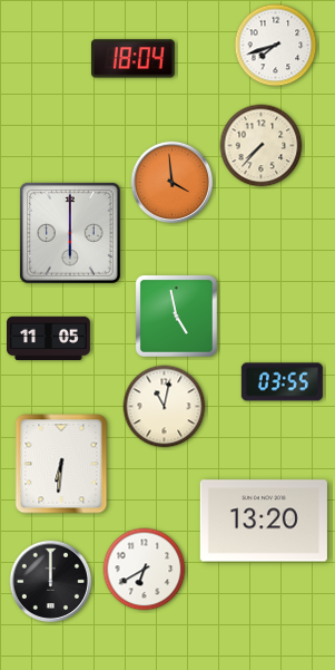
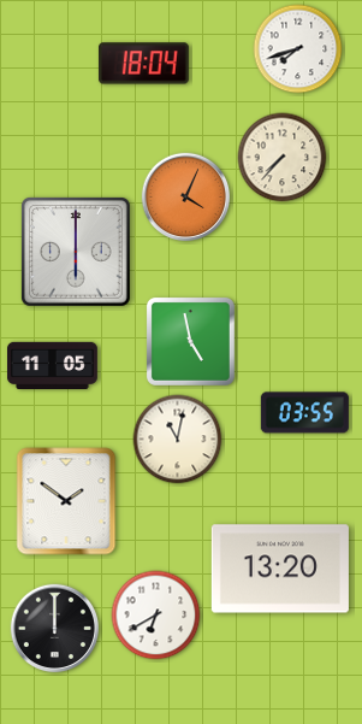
clock at (173, 183): 3:59 -> 4:04
clock at (61, 464): 6:31 -> 1:51
clock at (264, 521) position: (264, 521) -> (280, 569)
